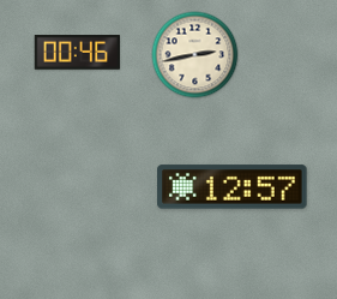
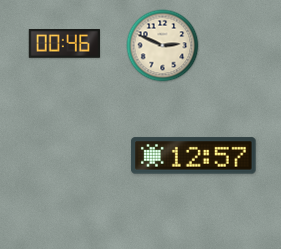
clock at (195, 55): 2:43 -> 2:49
